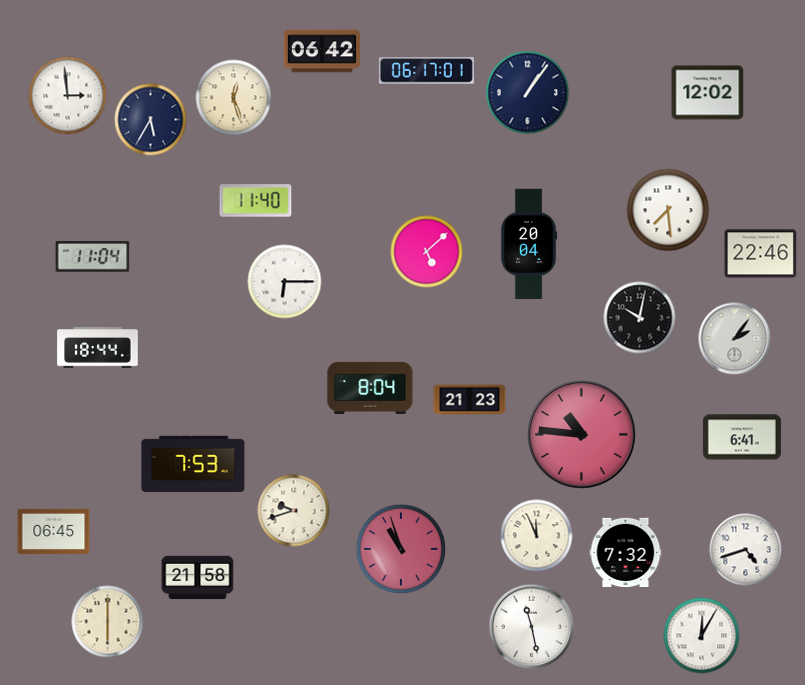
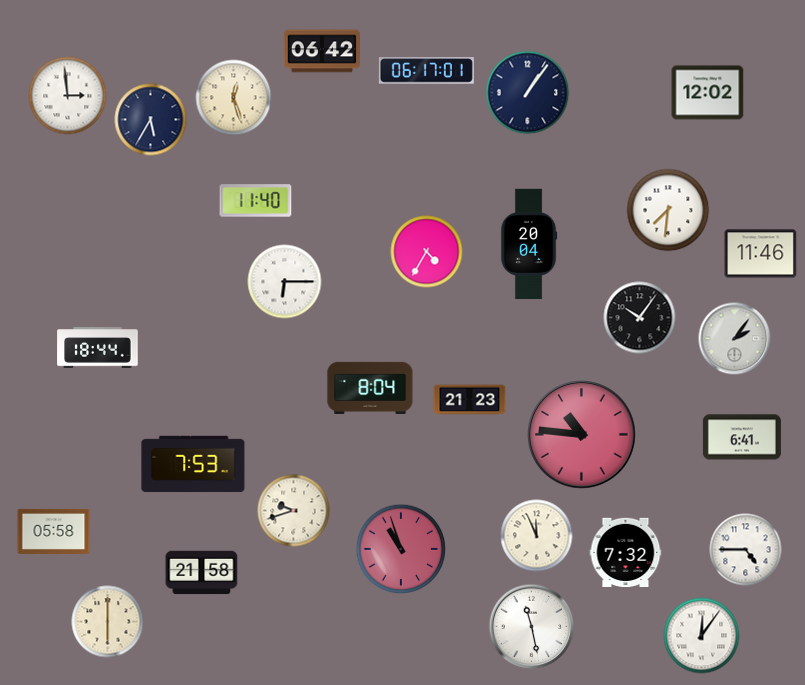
clock at (668, 210): 7:29 -> 7:31
clock at (427, 252): 5:08 -> 4:35
clock at (761, 254): 22:46 -> 11:46
clock at (93, 257): 11:04 -> none
clock at (640, 318): 10:02 -> 10:06
clock at (54, 531): 06:45 -> 05:58
clock at (746, 550): 4:42 -> 4:45
clock at (198, 578) position: (198, 578) -> (202, 573)
clock at (702, 636): 12:05 -> 12:06
